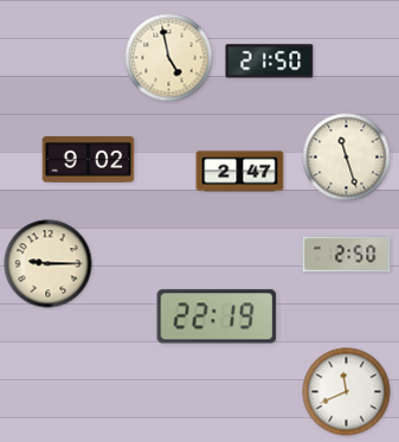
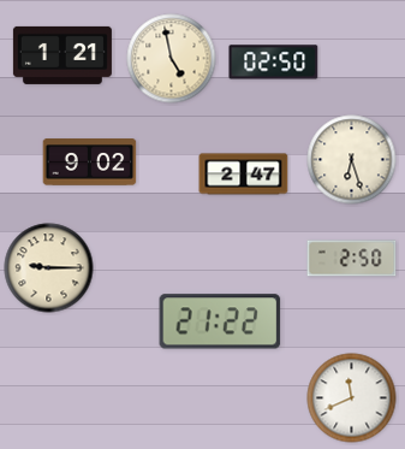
clock at (62, 55): none -> 1:21
clock at (270, 62): 21:50 -> 02:50
clock at (347, 158): 11:27 -> 6:27
clock at (217, 316): 22:19 -> 21:22
